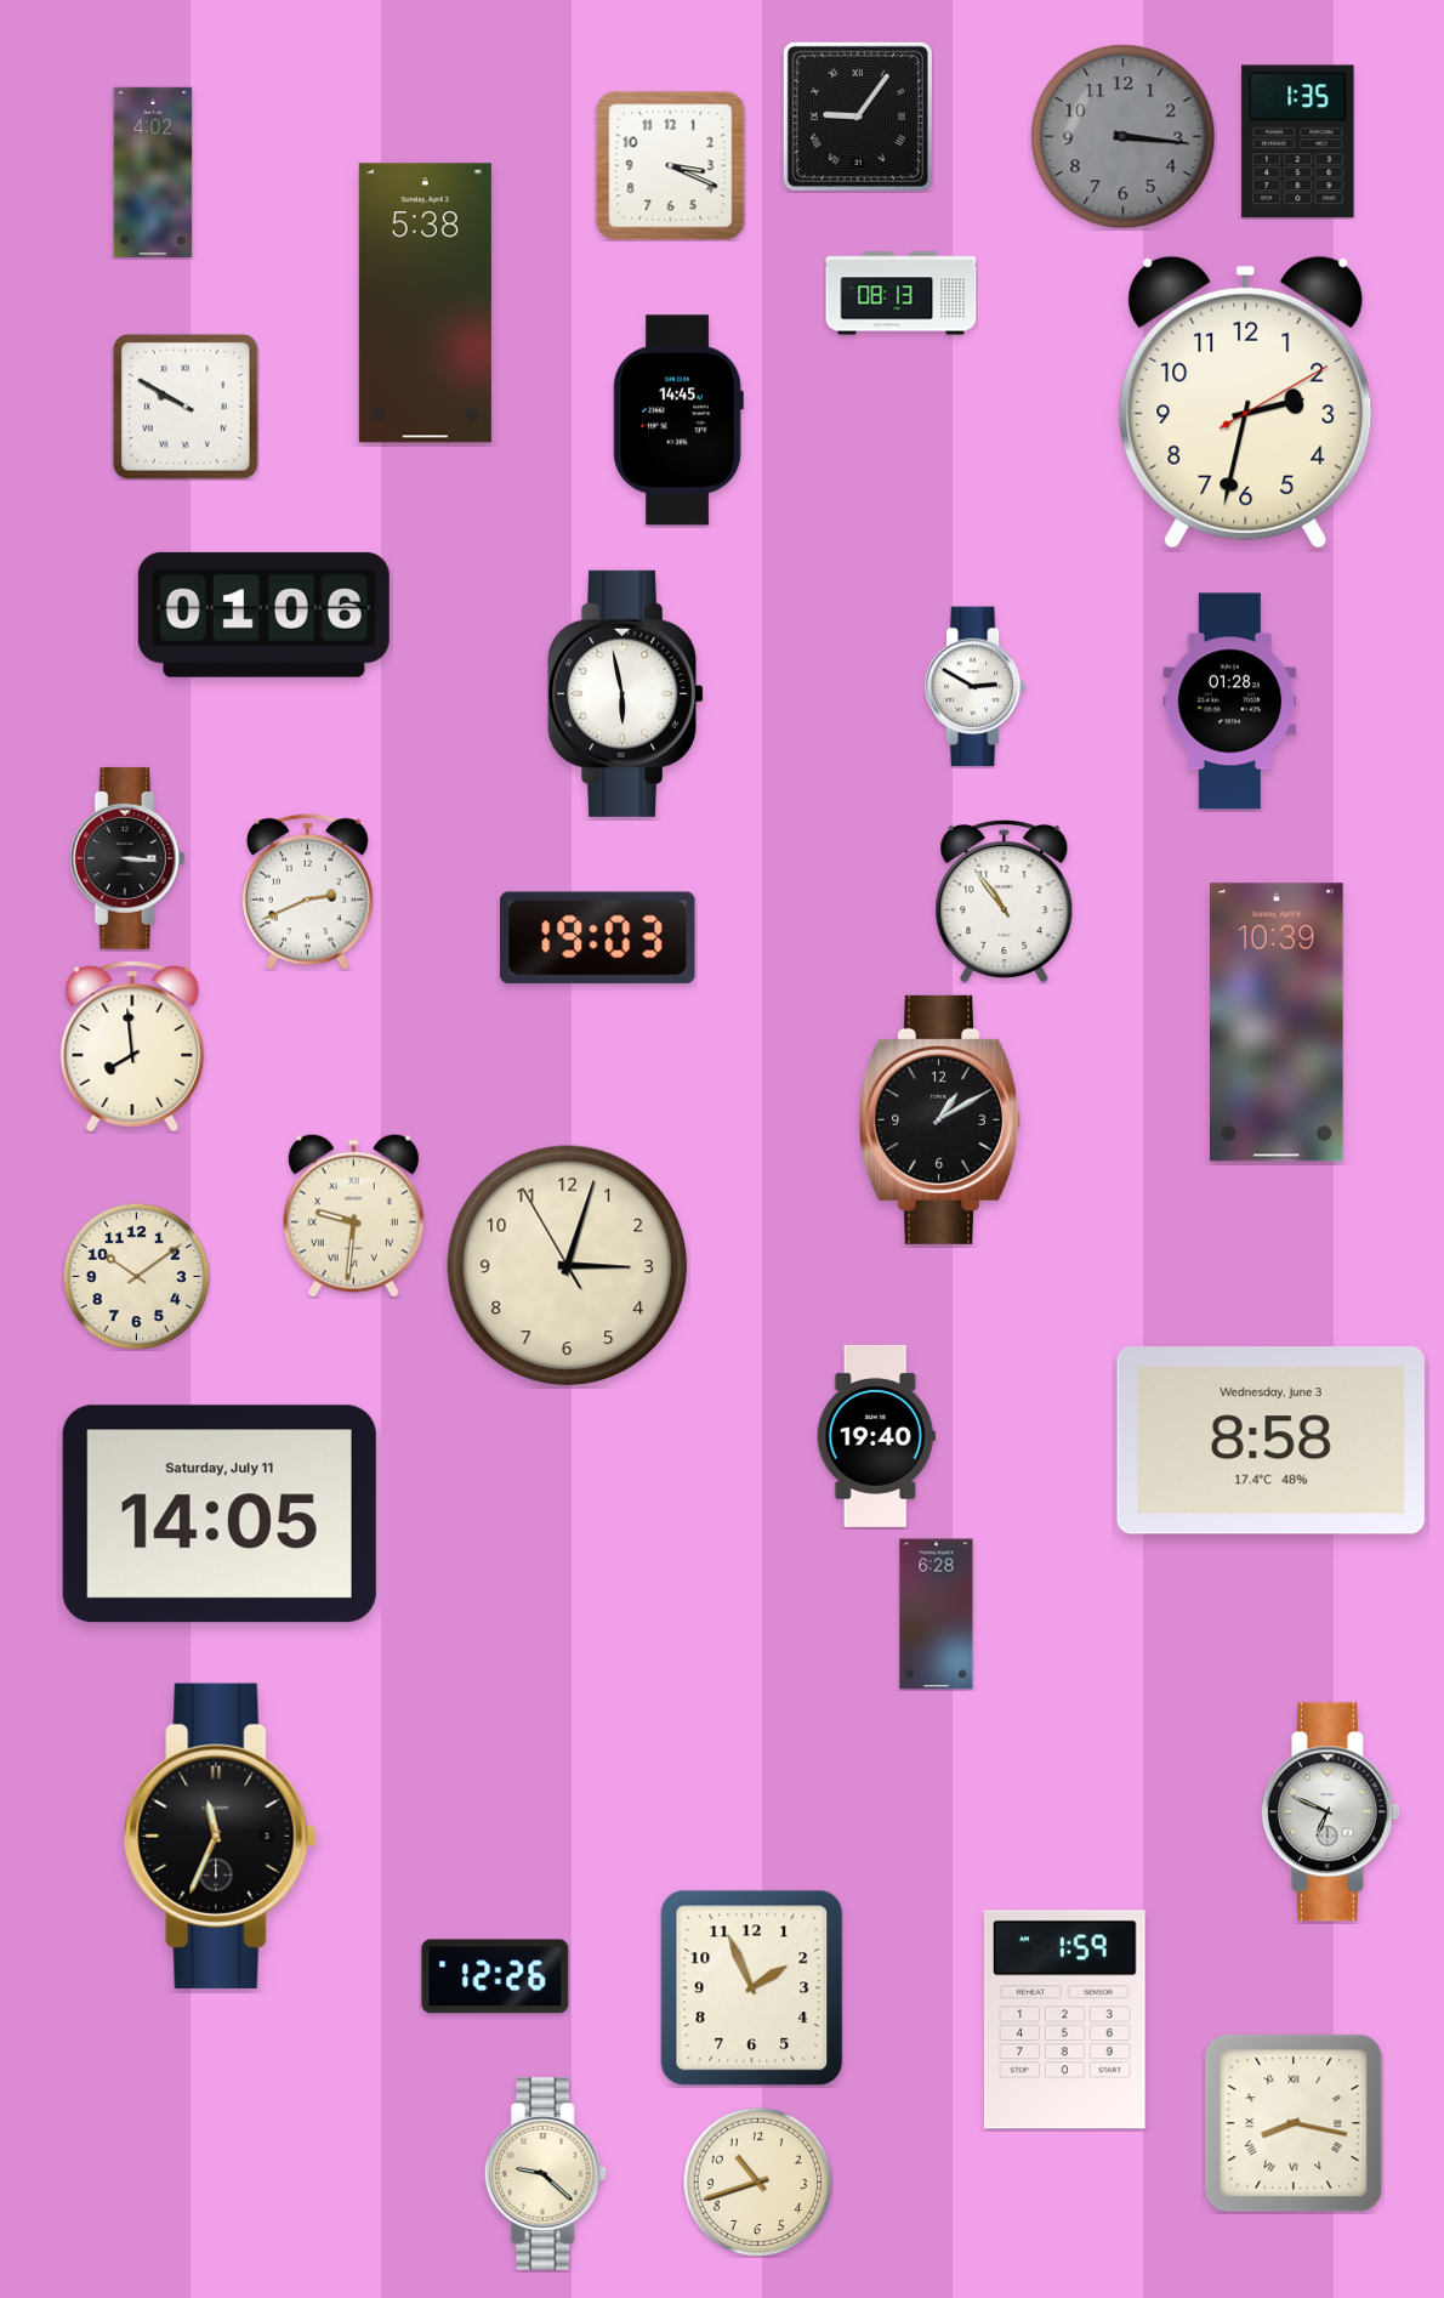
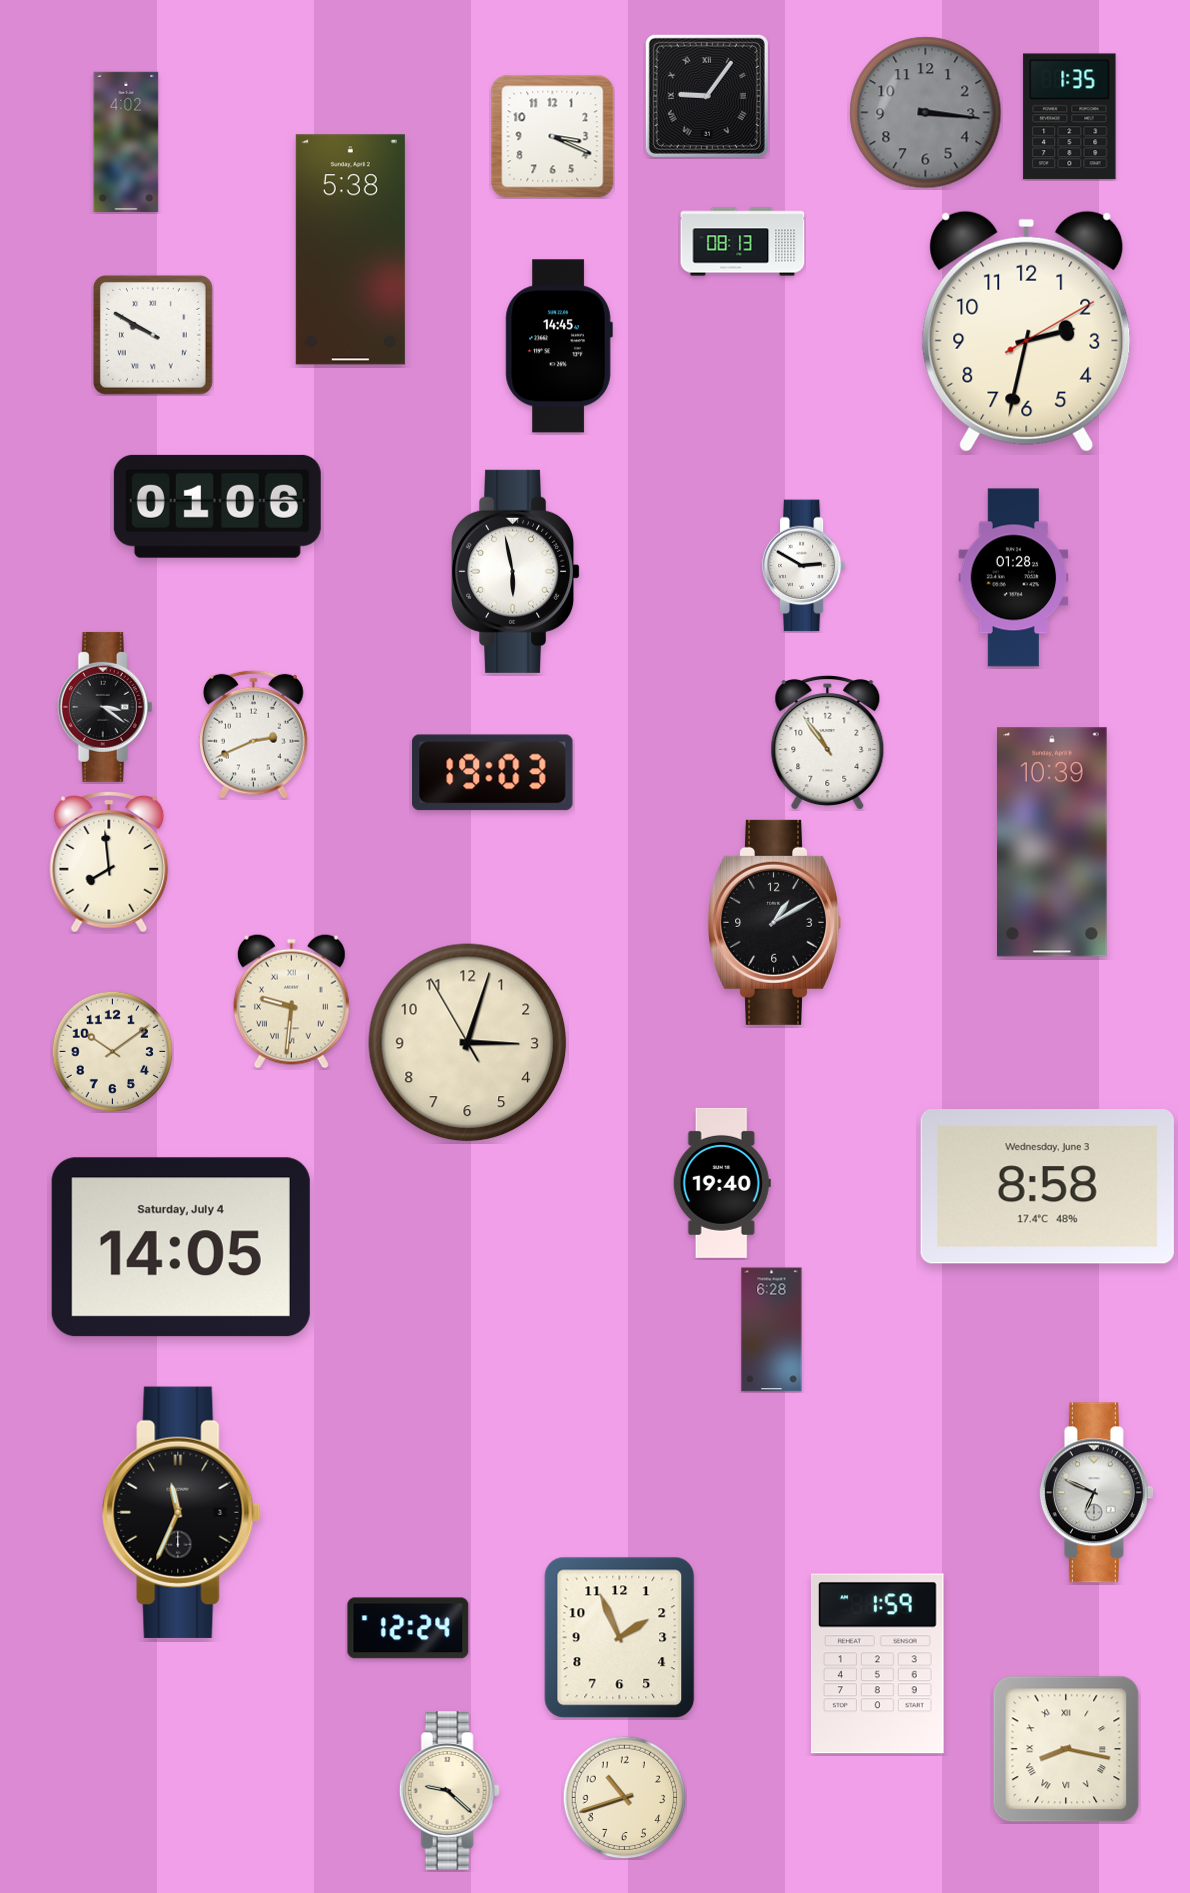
clock at (127, 858): 3:16 -> 3:21
clock at (220, 1514) date: Saturday, July 11 -> Saturday, July 4
clock at (495, 1976): 12:26 -> 12:24
